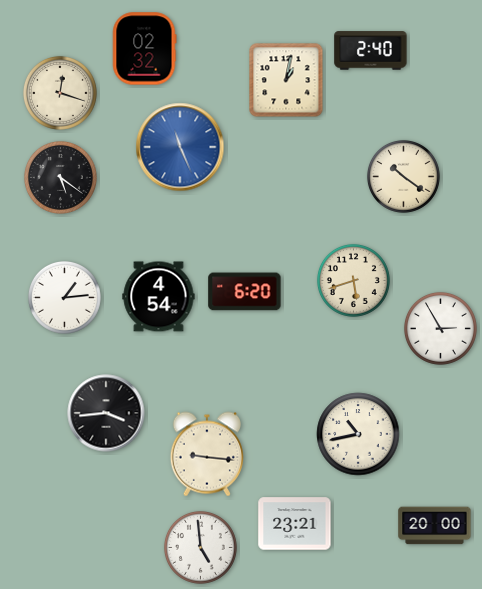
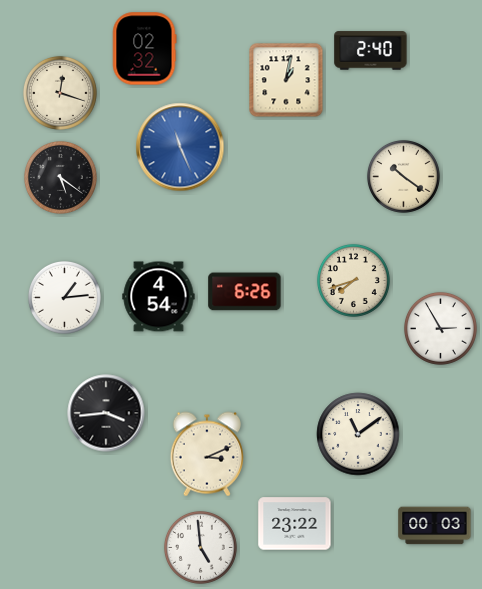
clock at (353, 280): 5:42 -> 7:42
clock at (245, 292): 6:20 -> 6:26
clock at (358, 434): 10:43 -> 11:09
clock at (207, 454): 9:16 -> 3:11
clock at (295, 524): 23:21 -> 23:22
clock at (435, 526): 20:00 -> 00:03
